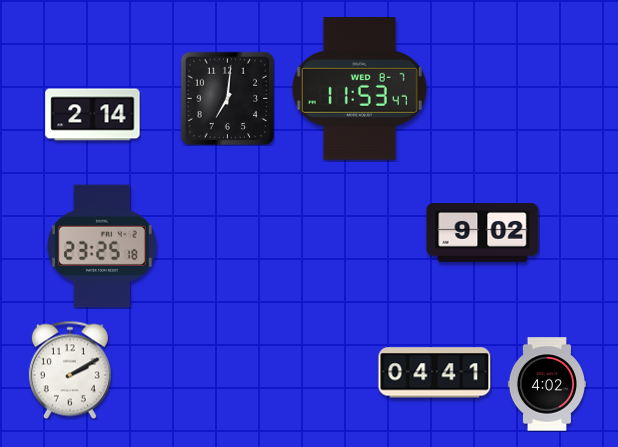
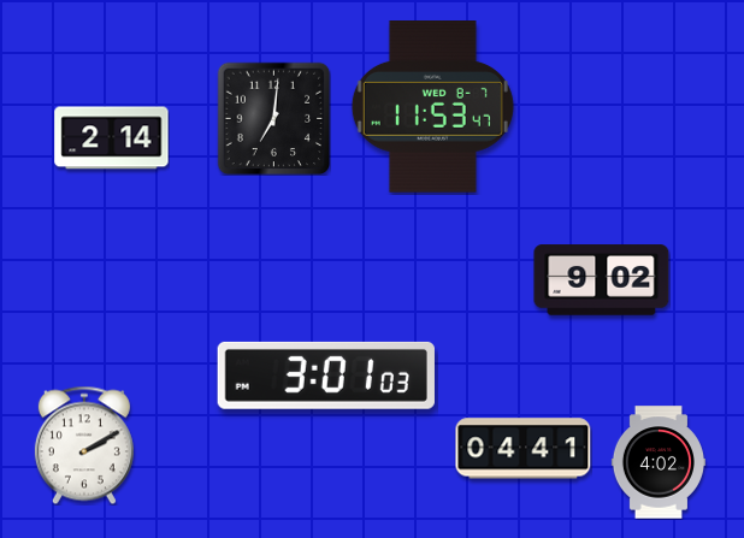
clock at (483, 233) position: (483, 233) -> (602, 280)
clock at (102, 246): 23:25 -> none
clock at (326, 376): none -> 3:01
